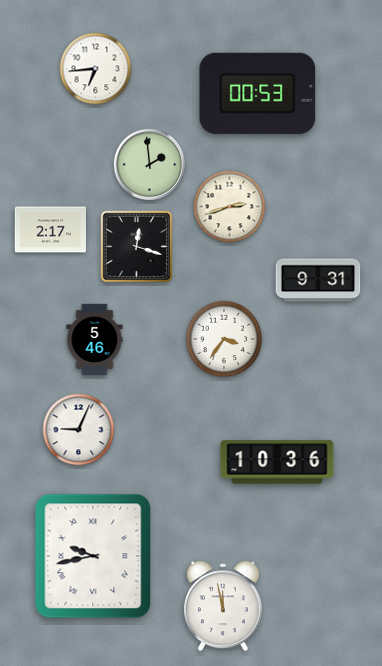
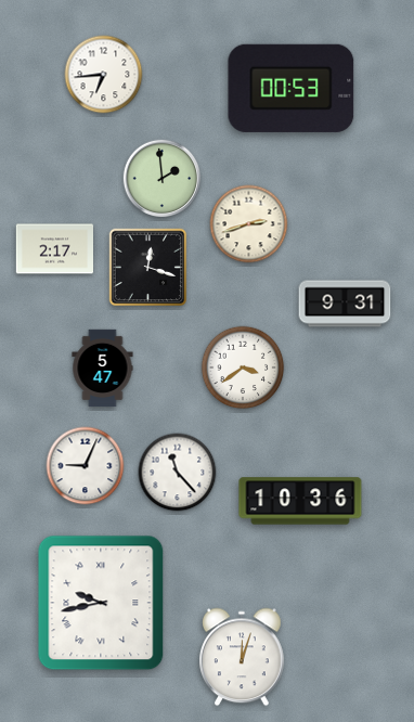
clock at (258, 93) position: (258, 93) -> (292, 88)
clock at (224, 339): 3:36 -> 3:39
clock at (95, 340): 5:46 -> 5:47
clock at (178, 473): none -> 11:23
clock at (224, 606): 11:58 -> 12:03
